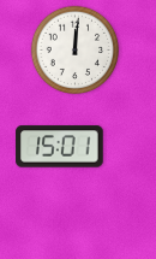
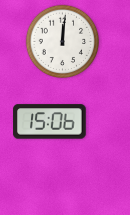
clock at (60, 147): 15:01 -> 15:06
